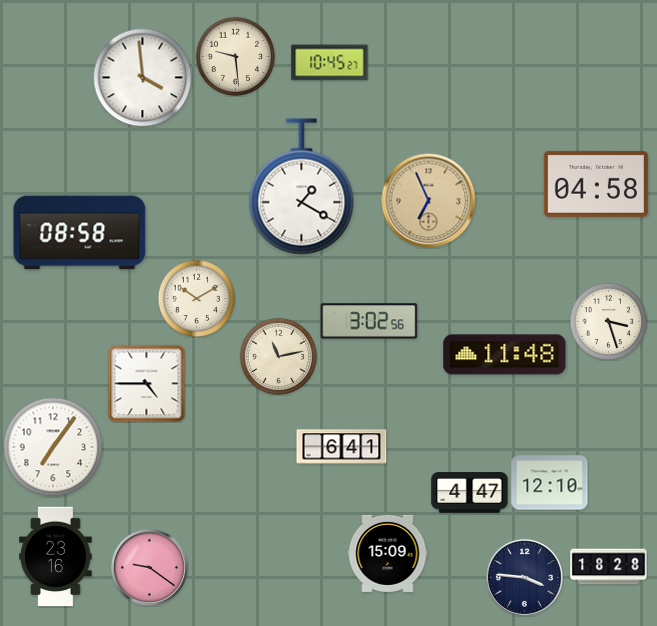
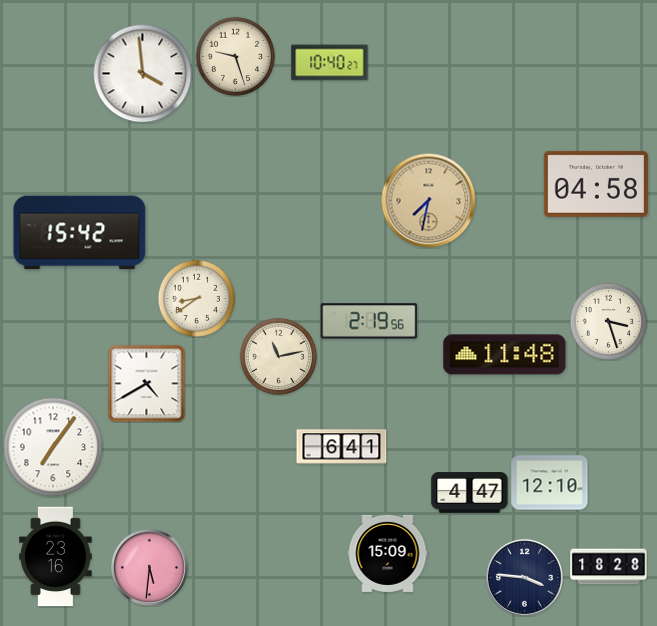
clock at (235, 56): 9:29 -> 9:27
clock at (330, 63): 10:45 -> 10:40
clock at (143, 78) position: (143, 78) -> (143, 74)
clock at (302, 187): 1:20 -> none
clock at (428, 200): 6:56 -> 7:32
clock at (80, 233): 08:58 -> 15:42
clock at (196, 298): 10:10 -> 8:39
clock at (369, 321): 3:02 -> 2:19
clock at (146, 383): 4:45 -> 4:40
clock at (149, 567): 9:21 -> 5:31
